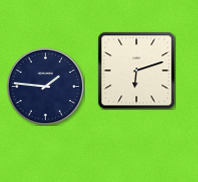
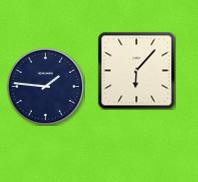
clock at (136, 70): 6:12 -> 6:07
